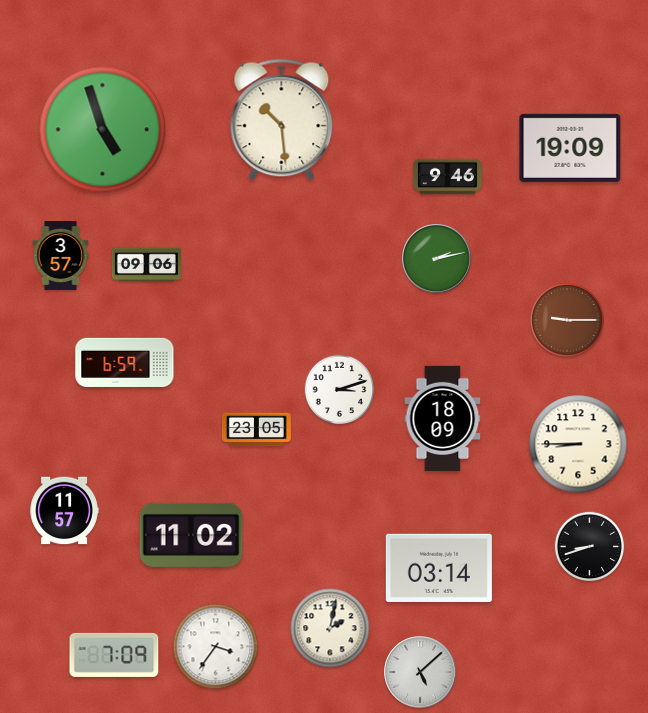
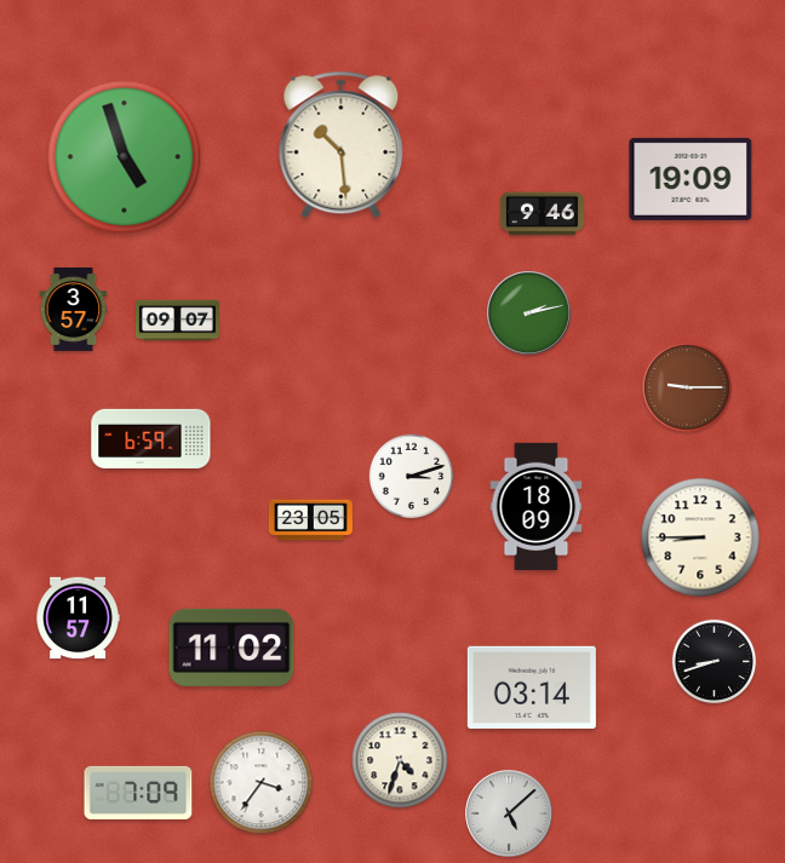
clock at (146, 265): 09:06 -> 09:07
clock at (340, 390) position: (340, 390) -> (412, 477)
clock at (330, 628): 2:02 -> 4:33
